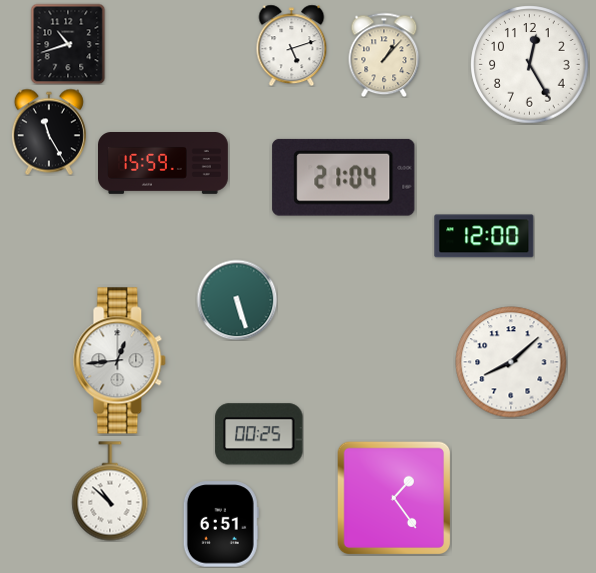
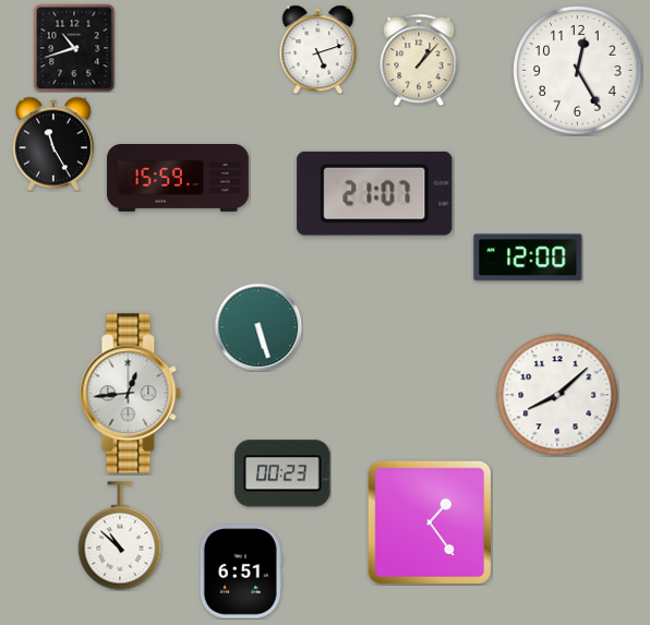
clock at (344, 177): 21:04 -> 21:07
clock at (259, 434): 00:25 -> 00:23
clock at (393, 497) position: (393, 497) -> (429, 521)
